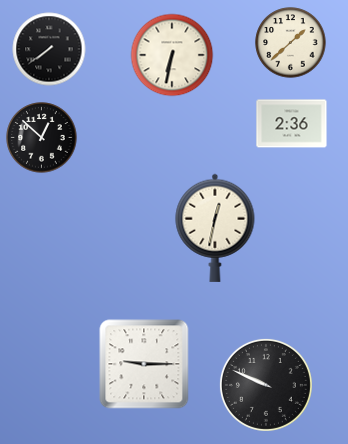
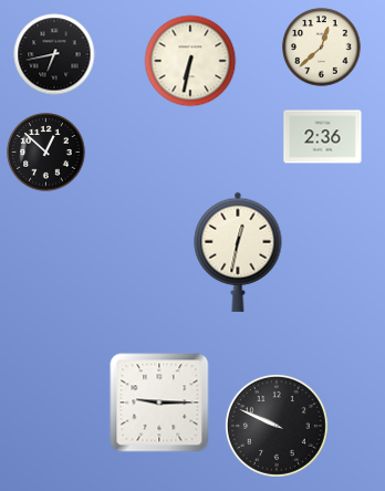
clock at (291, 43): 1:38 -> 12:38
clock at (49, 49): 7:39 -> 6:43
clock at (266, 385) position: (266, 385) -> (277, 426)
